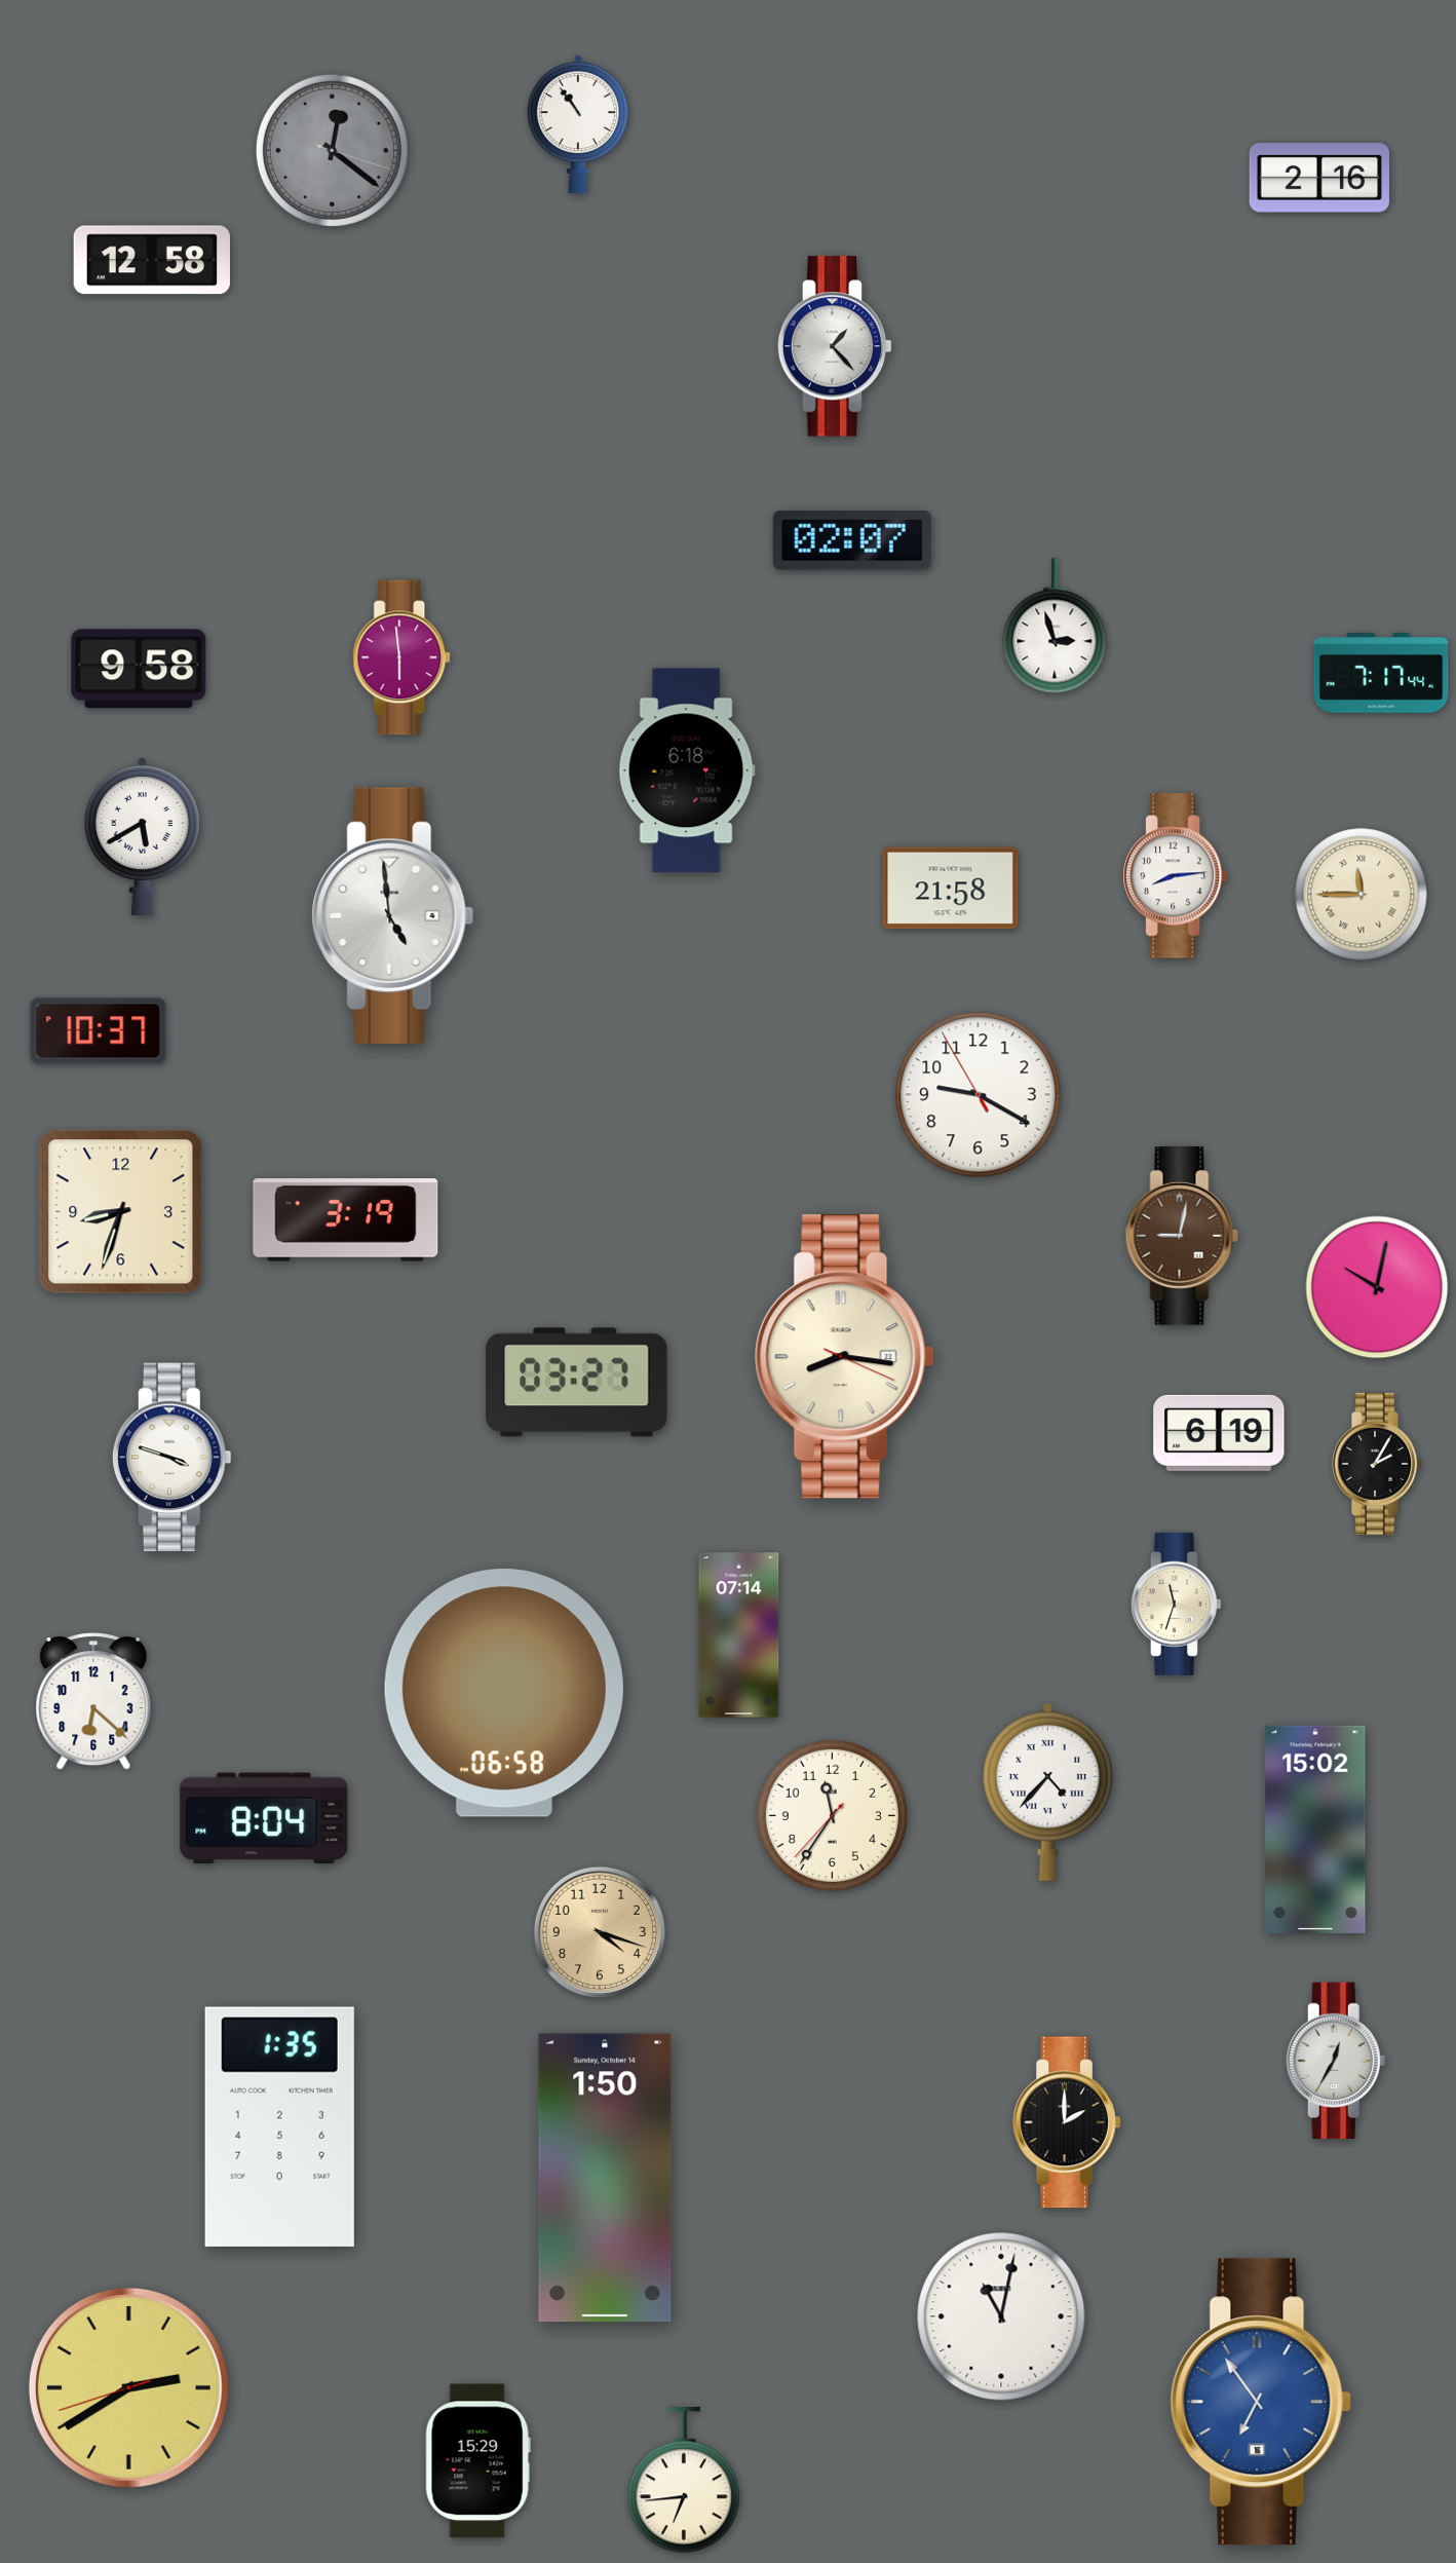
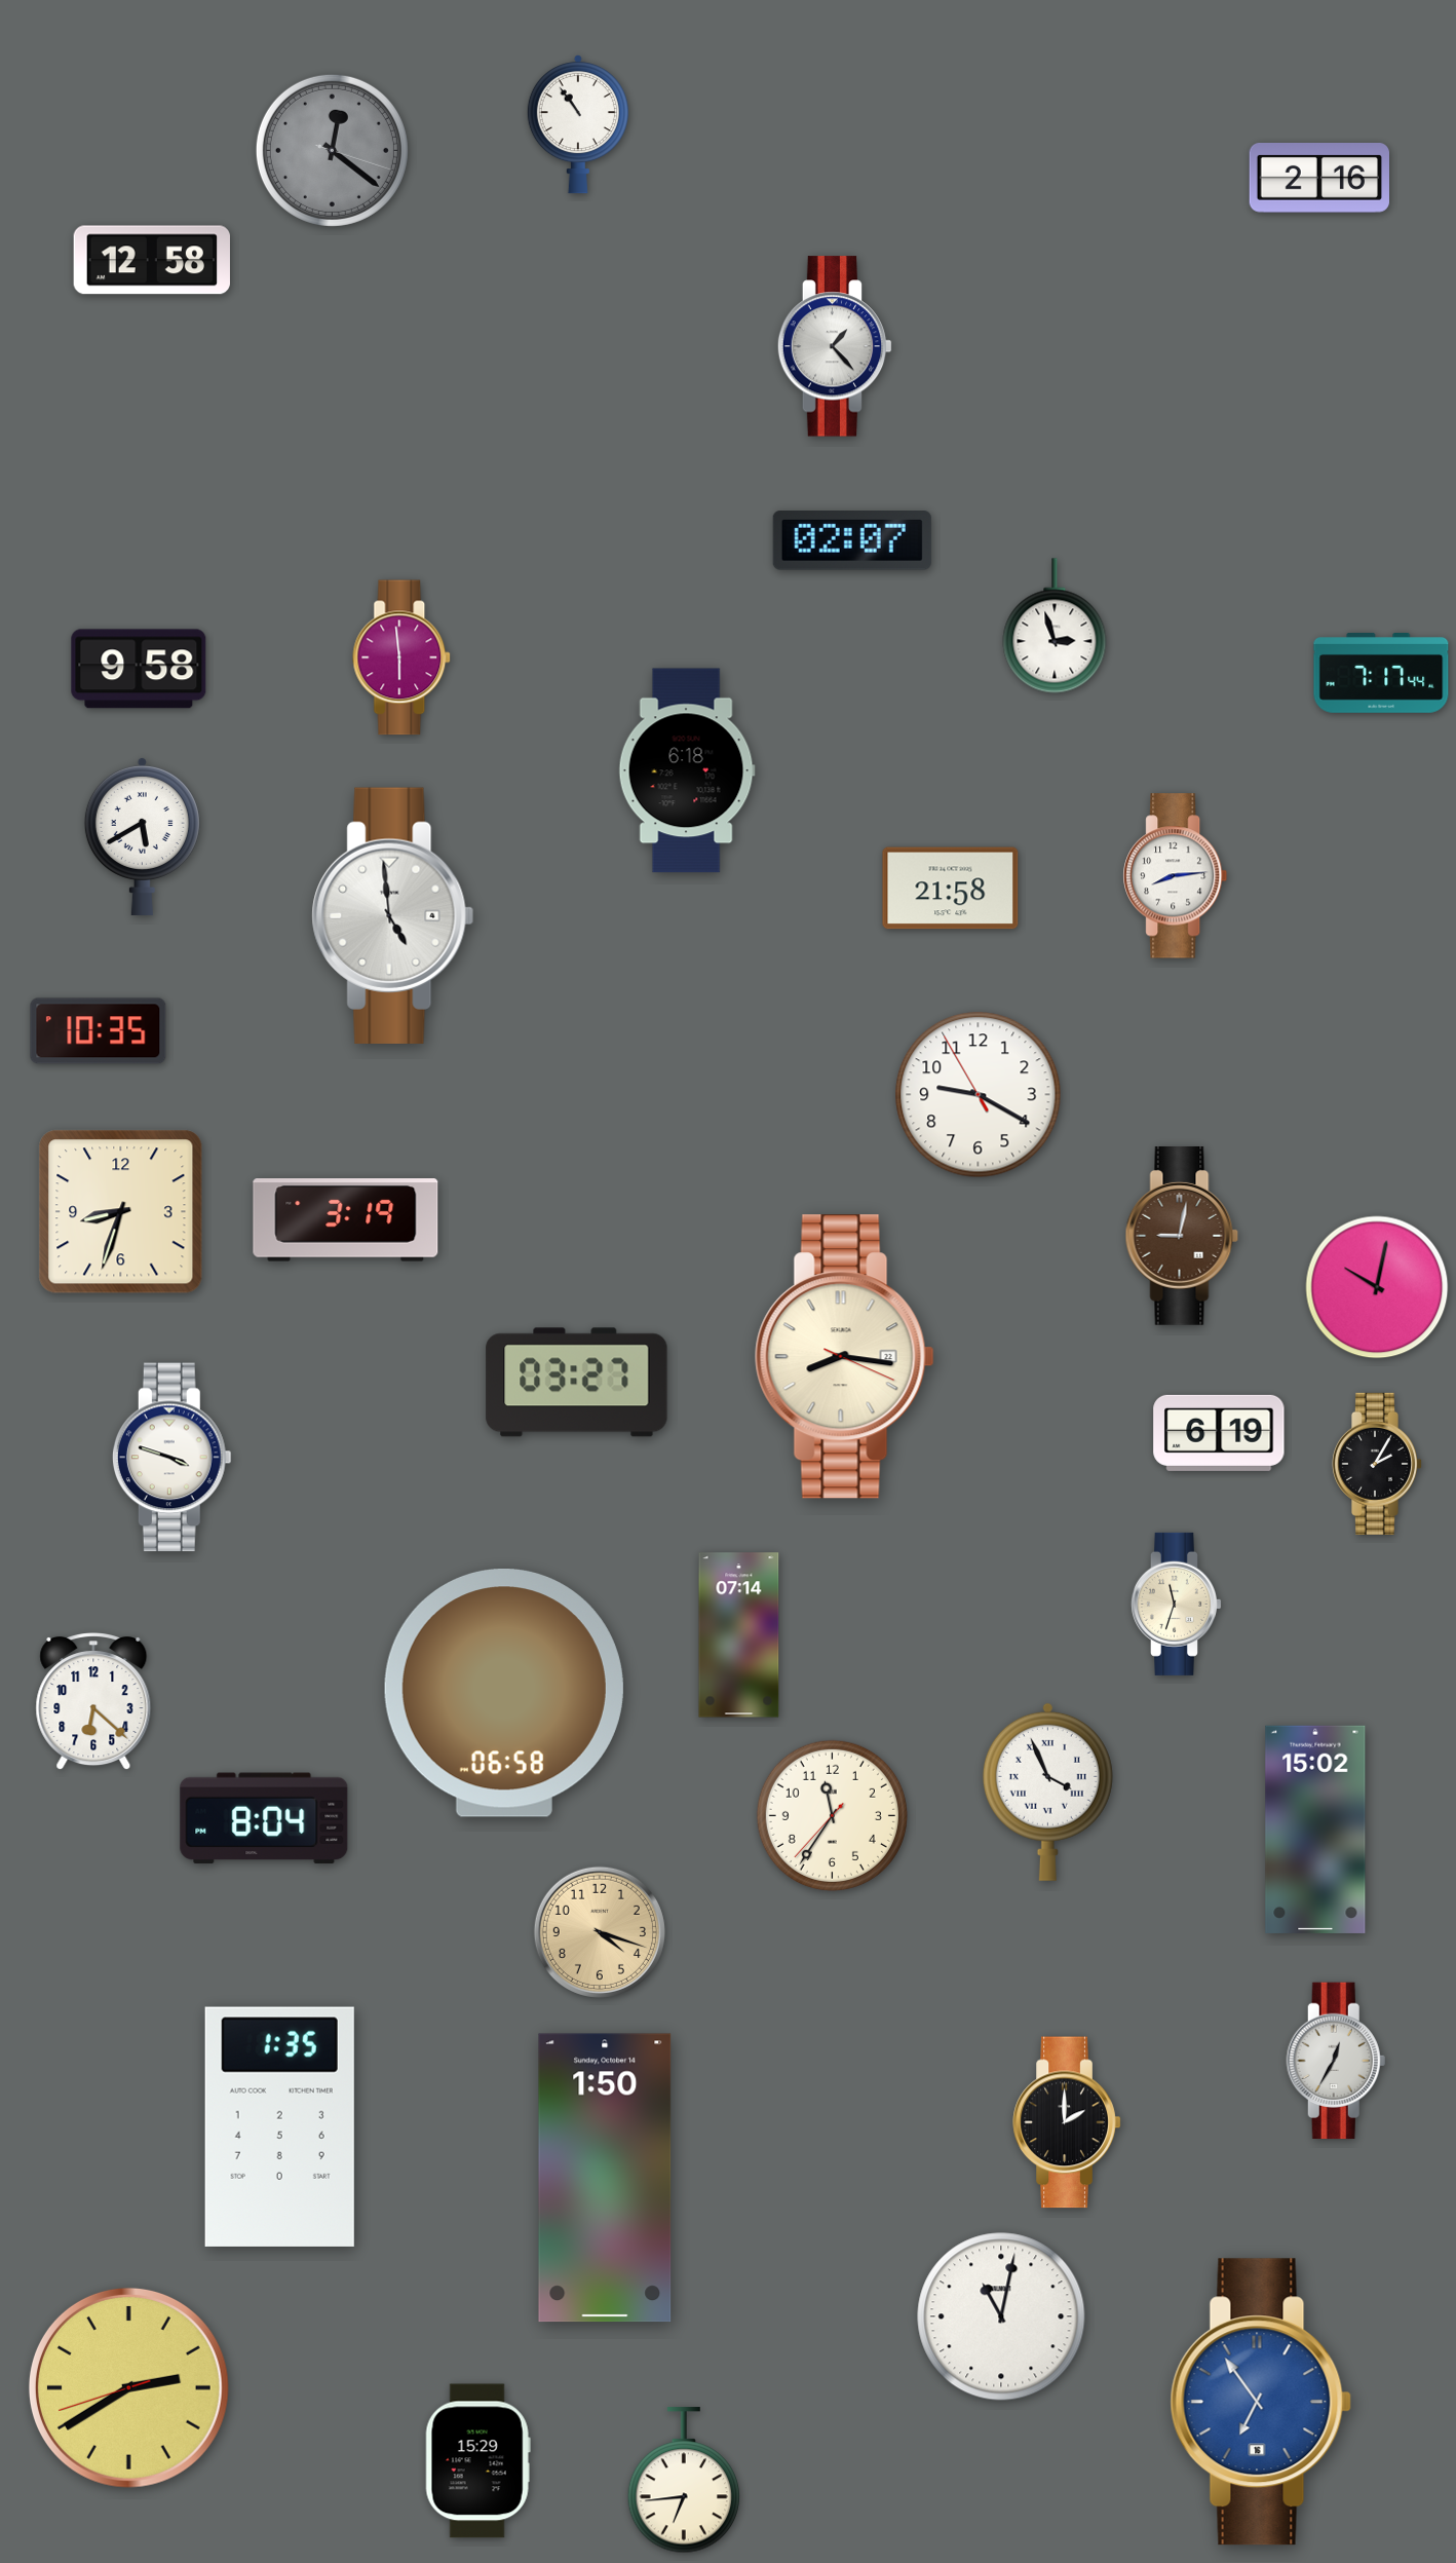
clock at (1362, 895): 11:45 -> none
clock at (99, 1031): 10:37 -> 10:35
clock at (1047, 1792): 4:37 -> 3:56
